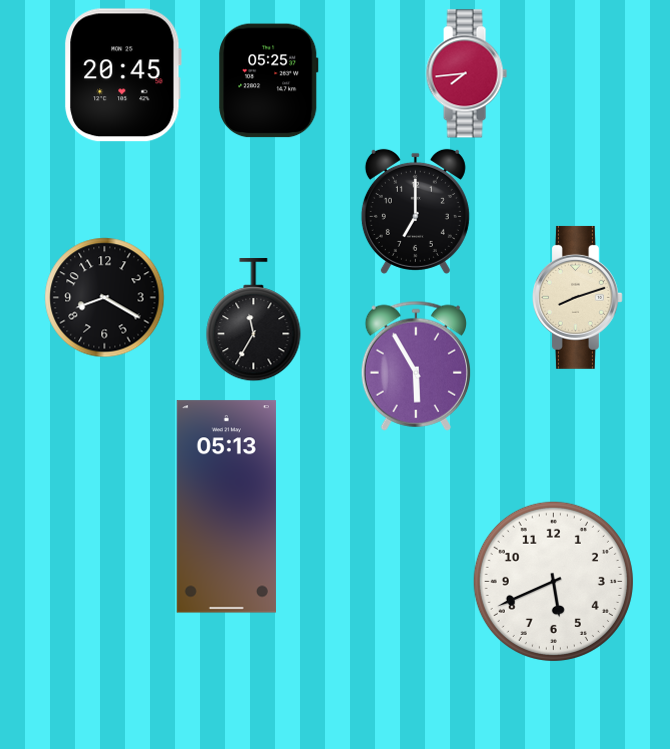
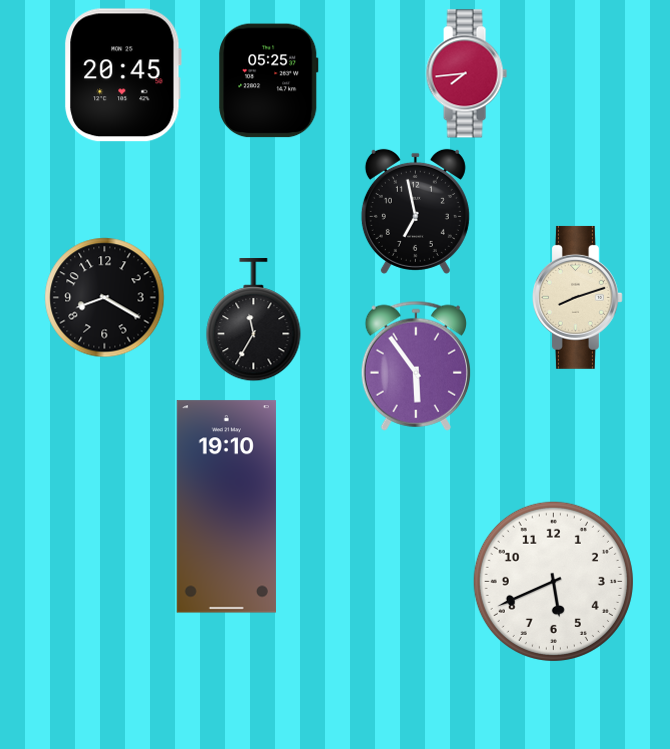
clock at (415, 211): 7:00 -> 6:58
clock at (416, 366): 5:55 -> 5:54
clock at (226, 507): 05:13 -> 19:10
